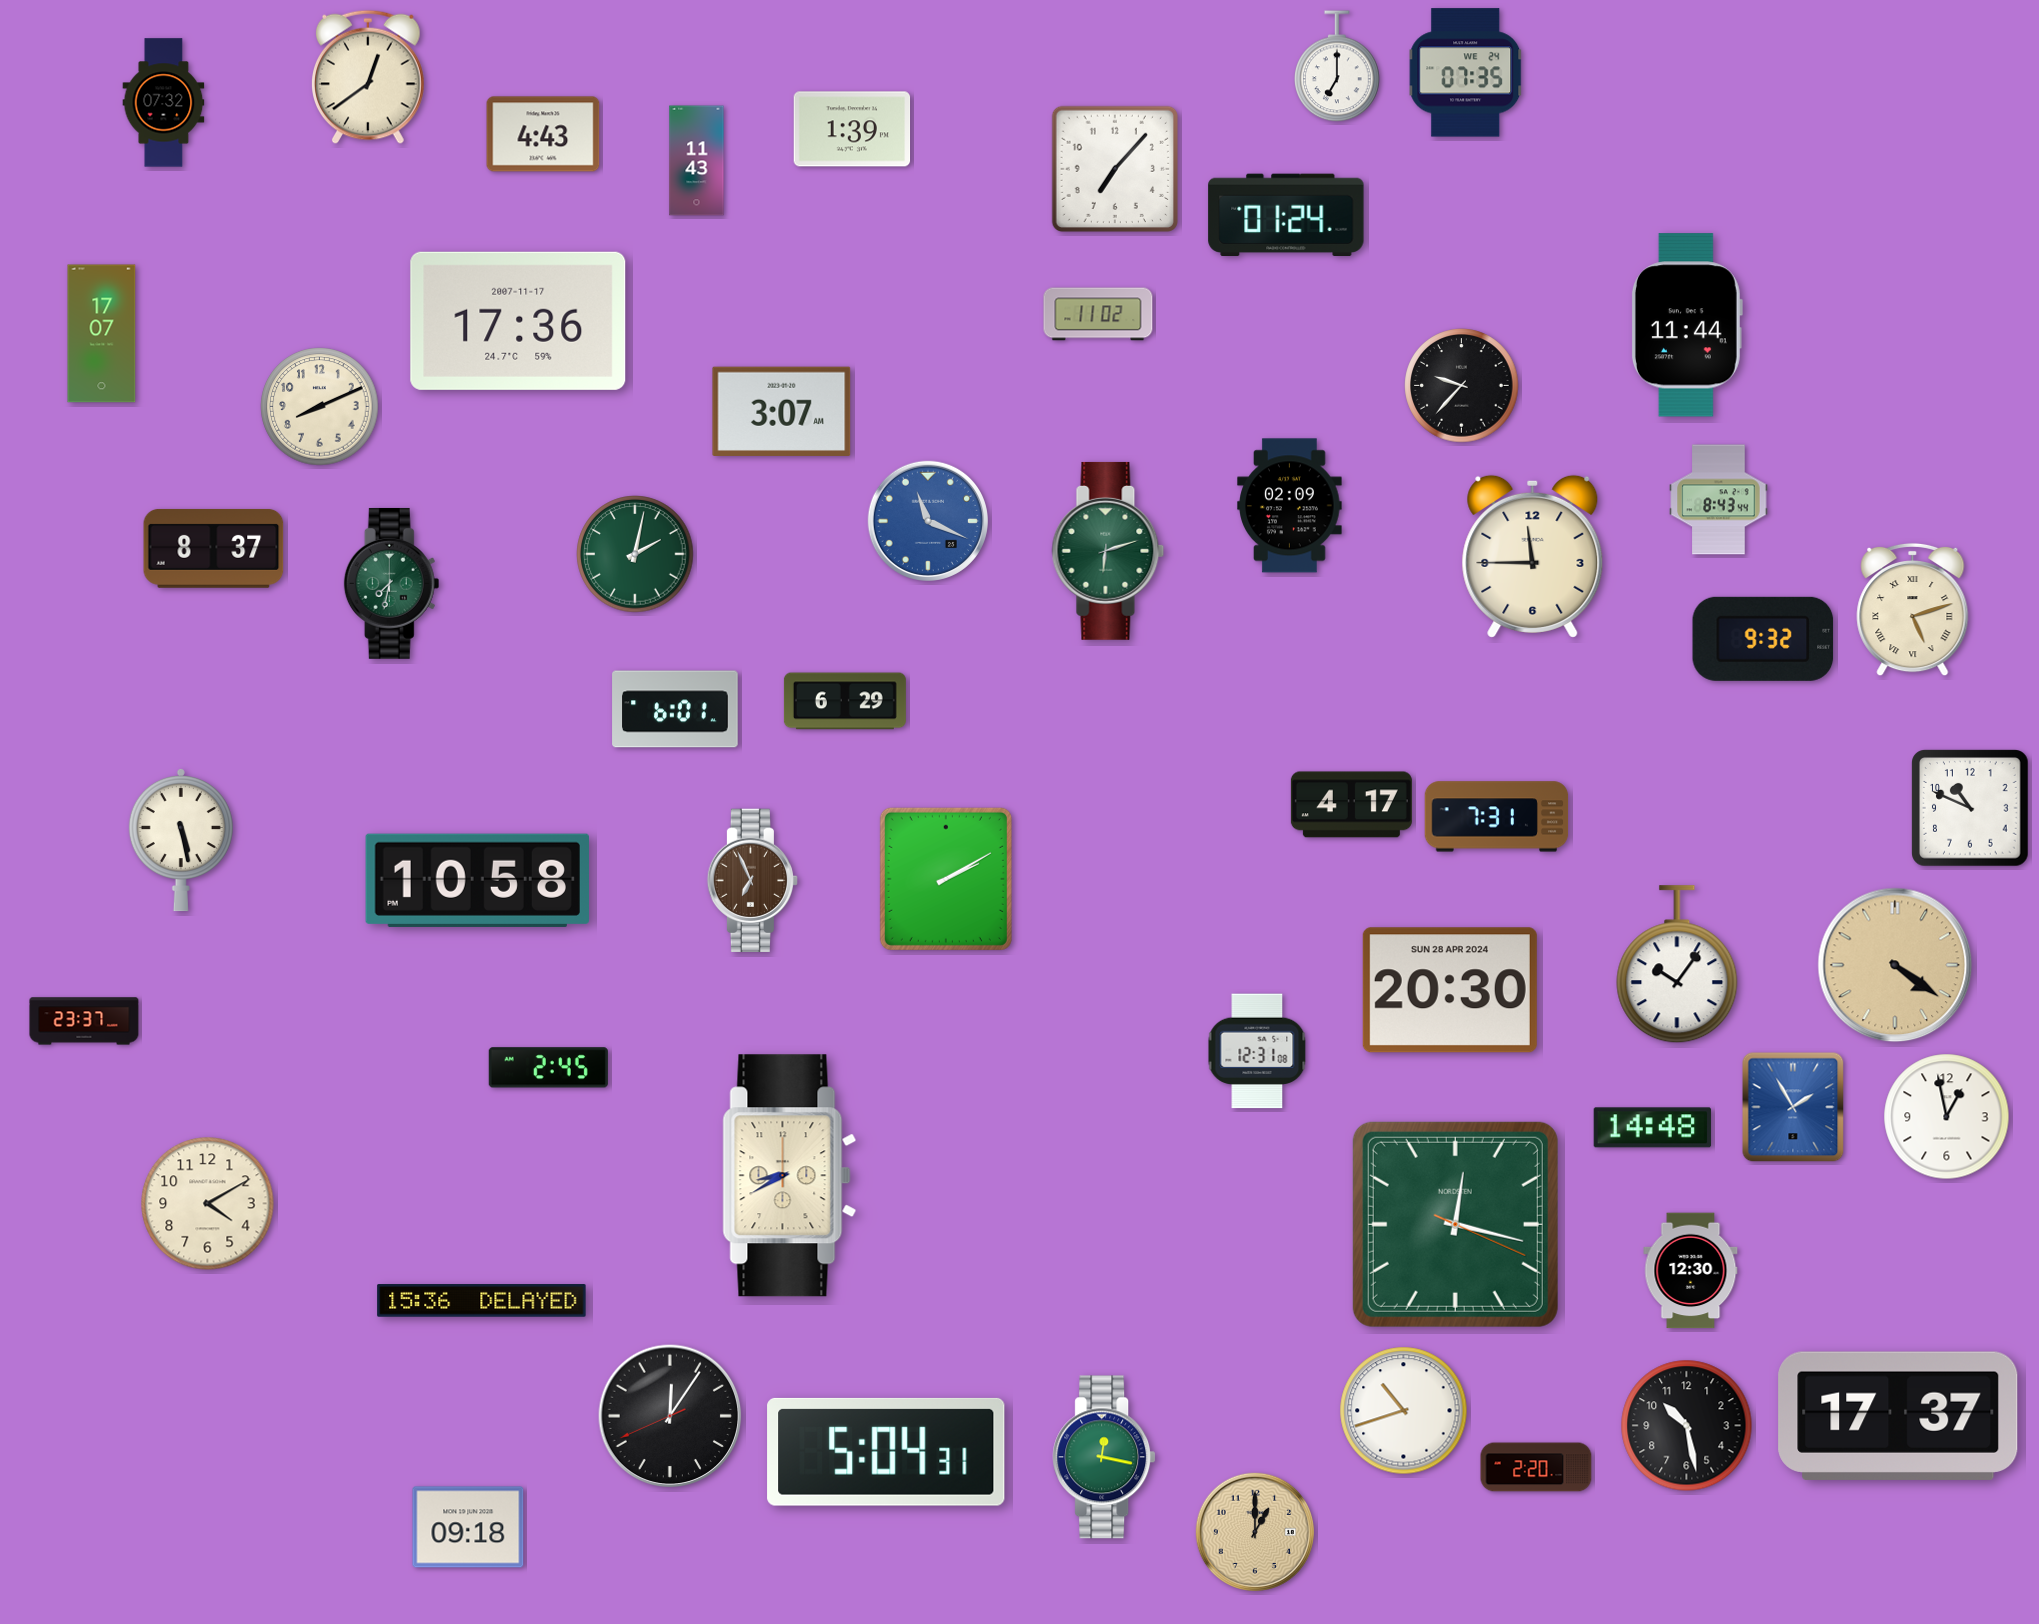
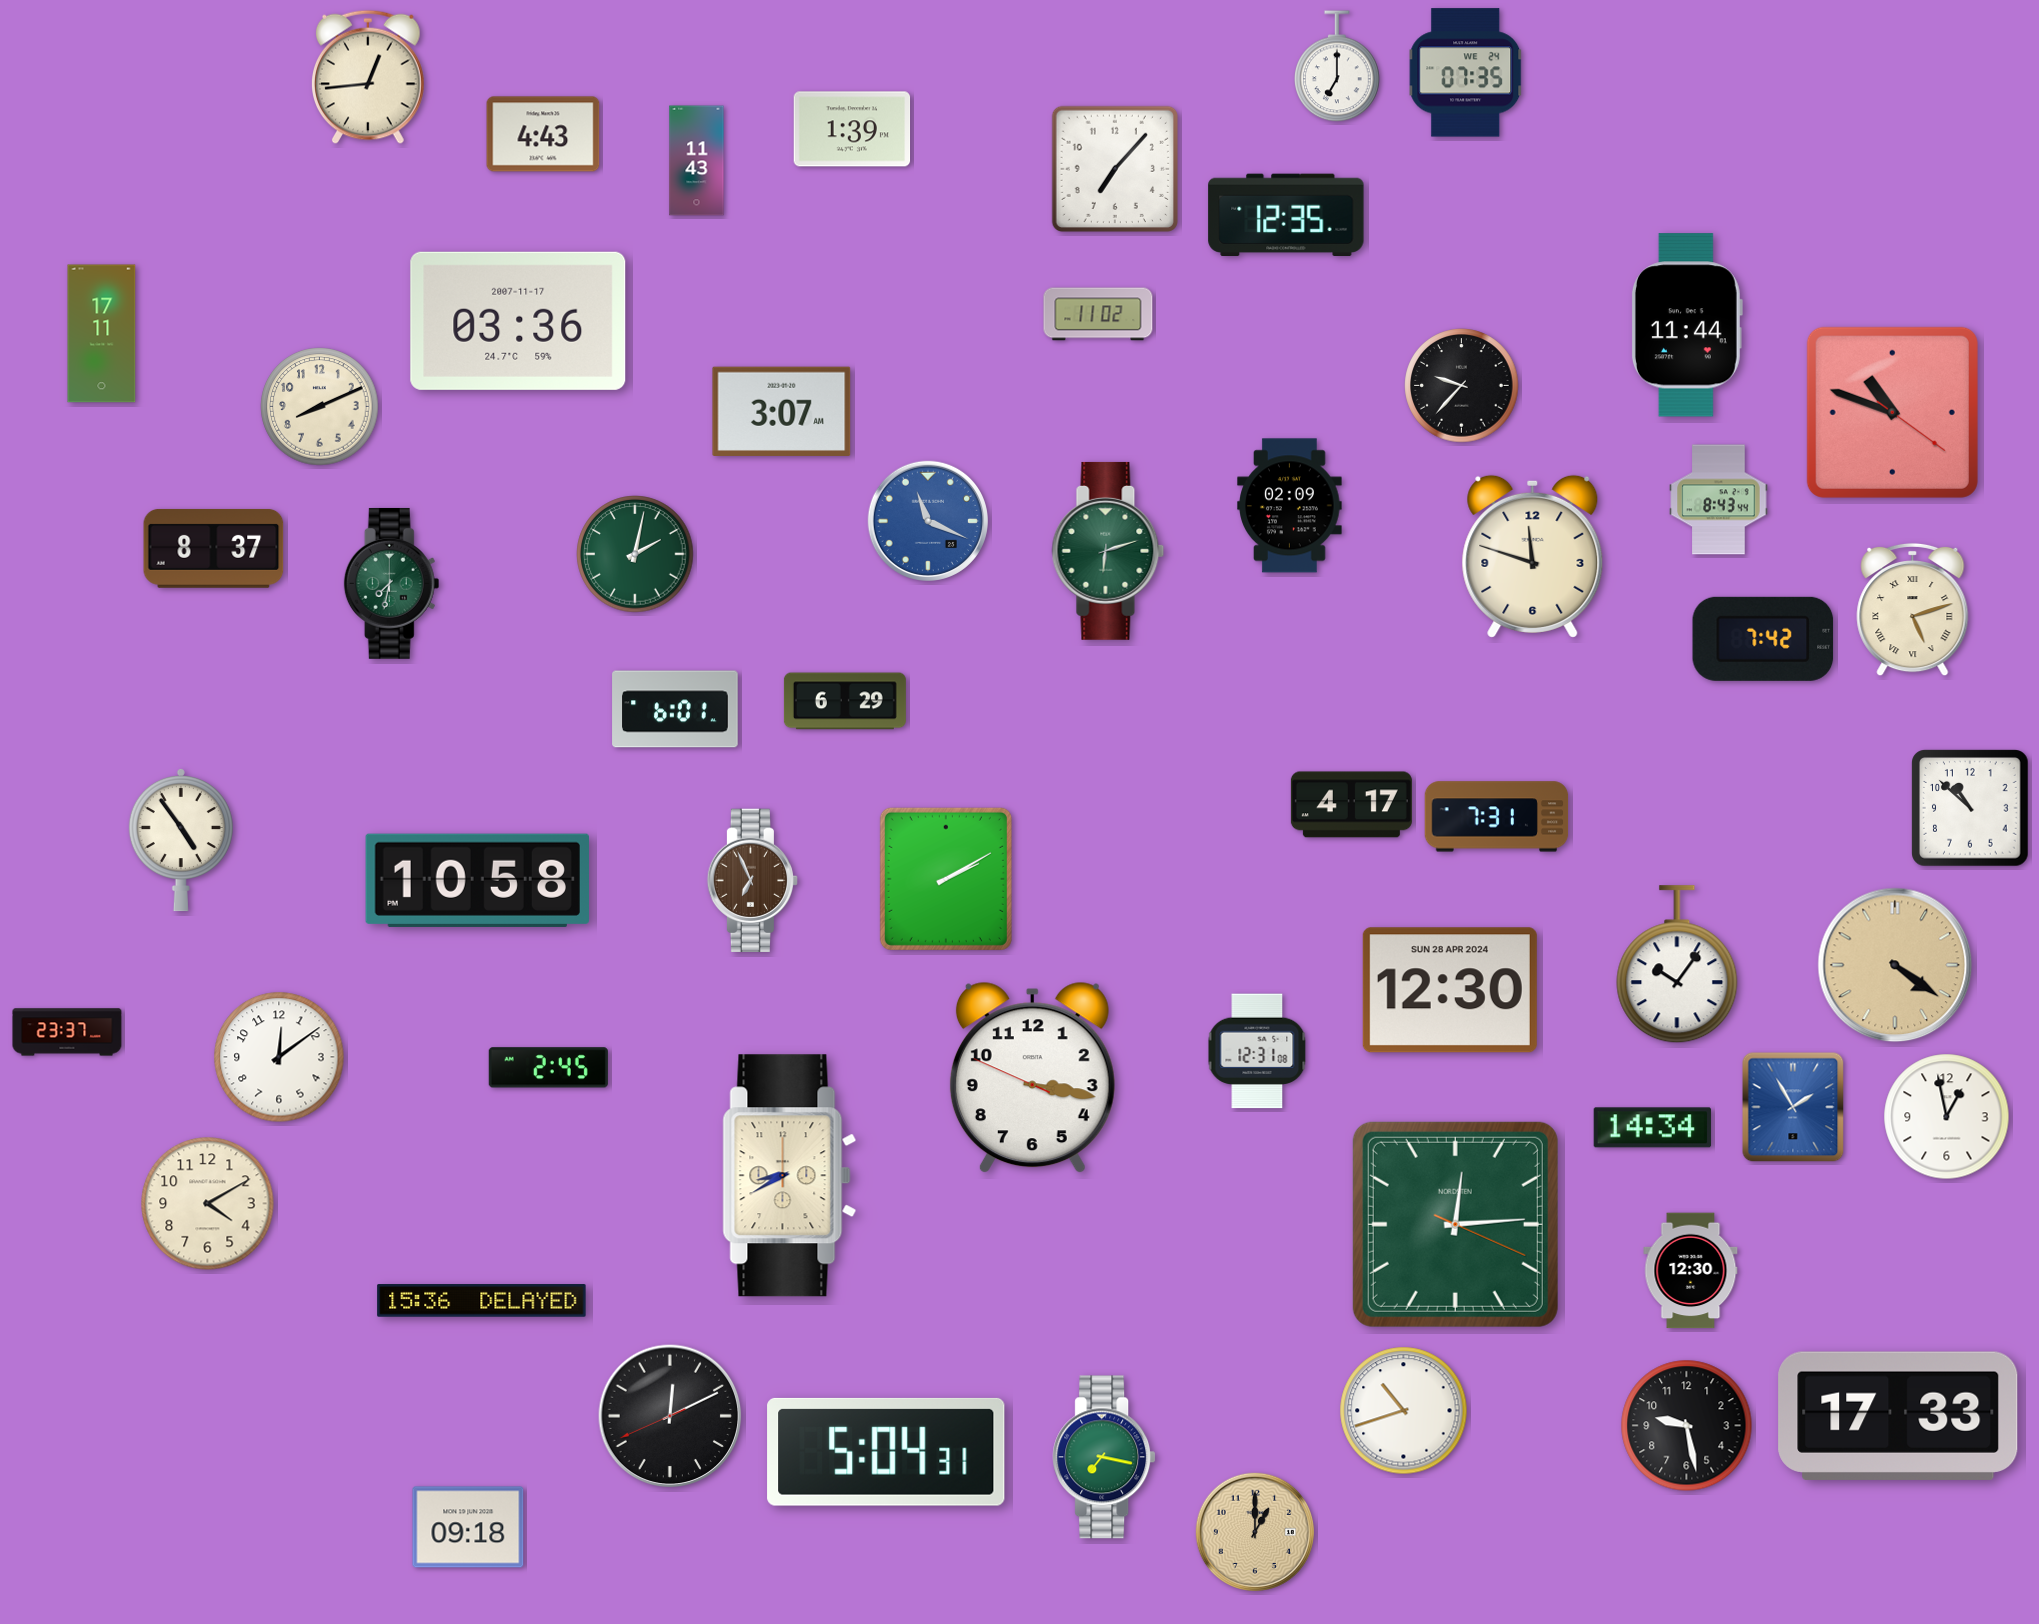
clock at (369, 77): 12:39 -> 12:44
clock at (164, 103): 07:32 -> none
clock at (1286, 215): 01:24 -> 12:35
clock at (518, 321): 17:36 -> 03:36
clock at (102, 334): 17:07 -> 17:11
clock at (1892, 412): none -> 10:48
clock at (1533, 556): 11:45 -> 11:48
clock at (1763, 639): 9:32 -> 7:42
clock at (1970, 808): 10:49 -> 10:52
clock at (181, 840): 5:28 -> 4:54
clock at (1450, 990): 20:30 -> 12:30
clock at (84, 1021) position: (84, 1021) -> (67, 1032)
clock at (279, 1057): none -> 12:09
clock at (1032, 1078): none -> 3:16
clock at (1652, 1128): 14:48 -> 14:34
clock at (1455, 1224): 12:17 -> 12:14
clock at (670, 1416): 12:05 -> 12:10
clock at (1898, 1416): 17:37 -> 17:33
clock at (1687, 1426): 10:28 -> 9:28
clock at (1104, 1457): 12:17 -> 7:17
clock at (1536, 1467): 2:20 -> none
